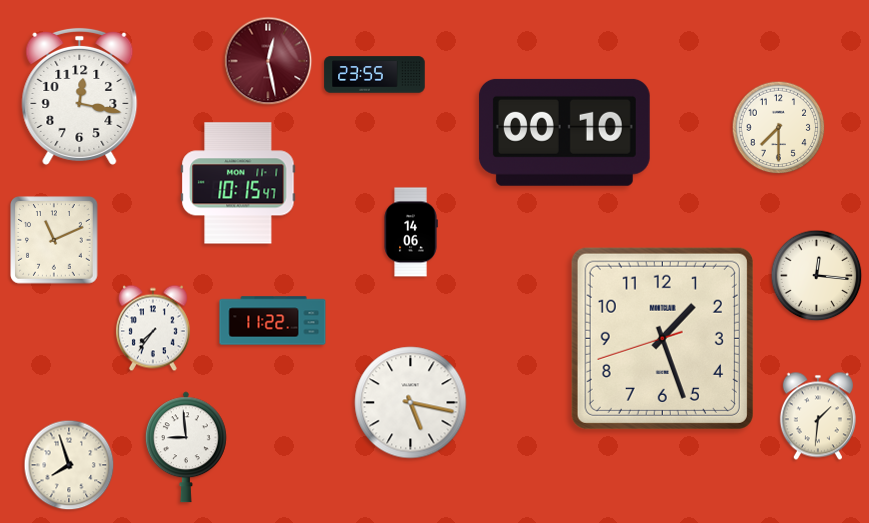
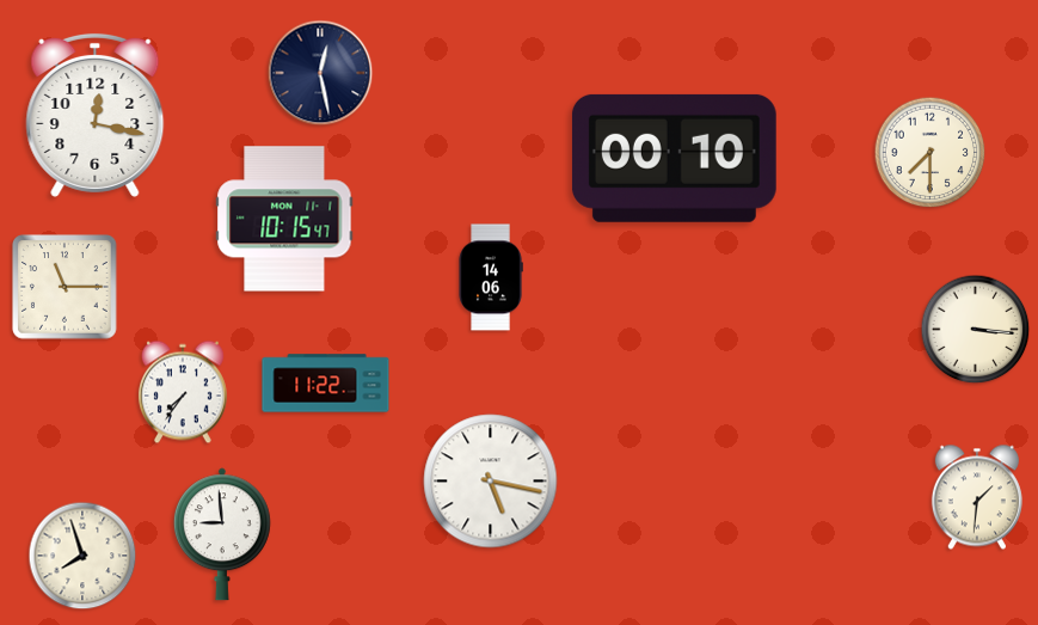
clock at (268, 61) dial: burgundy -> navy
clock at (375, 75): 23:55 -> none
clock at (54, 240): 11:11 -> 11:15
clock at (817, 276): 12:16 -> 3:16
clock at (662, 338): 1:26 -> none
